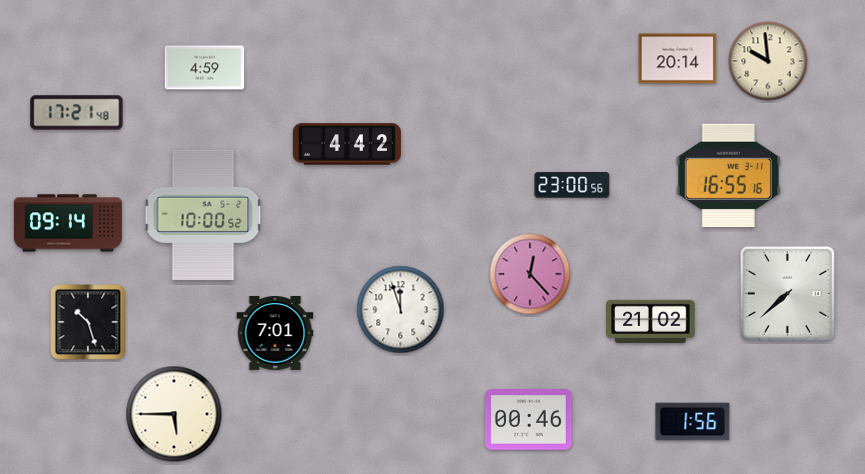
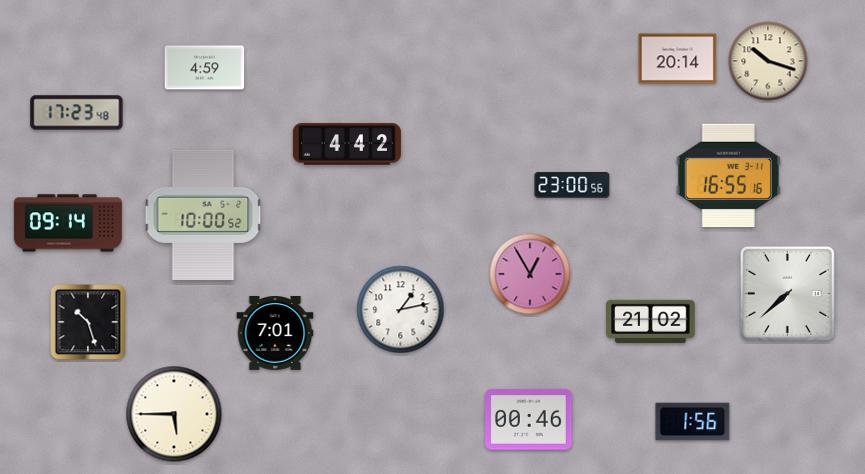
clock at (768, 61): 9:59 -> 10:18
clock at (77, 113): 17:21 -> 17:23
clock at (530, 274): 12:23 -> 12:55
clock at (401, 310): 11:57 -> 1:13
